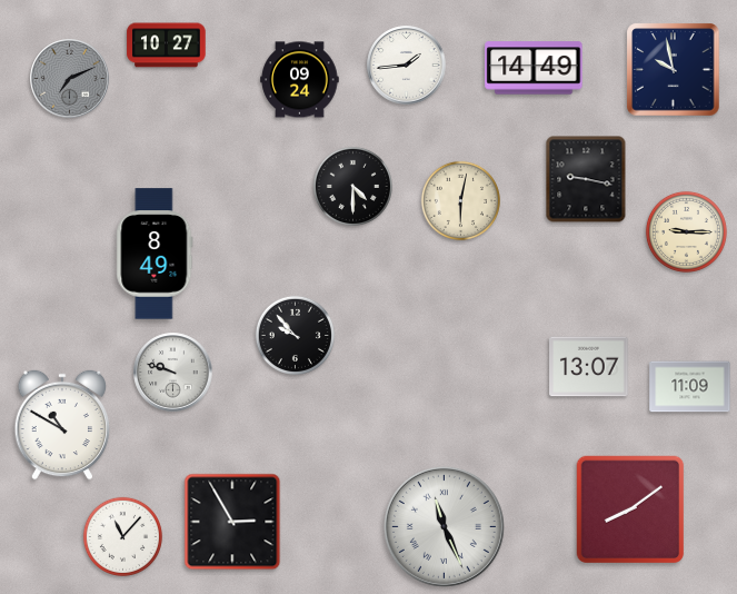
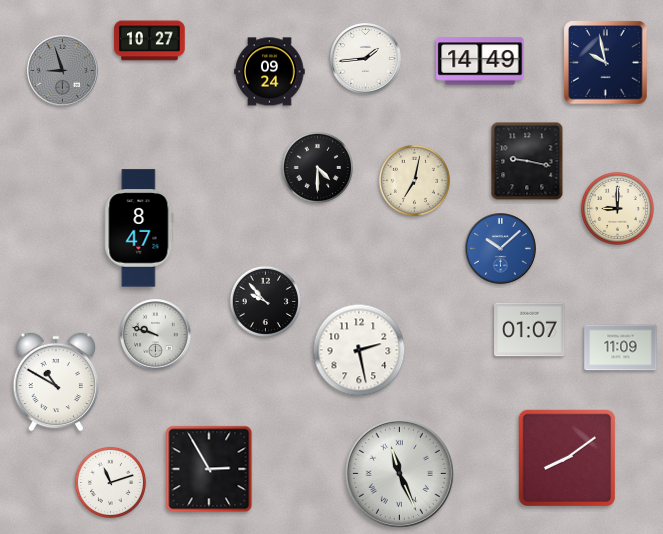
clock at (70, 79): 7:11 -> 8:57
clock at (460, 200): 6:02 -> 7:02
clock at (686, 231): 9:15 -> 9:00
clock at (155, 254): 8:49 -> 8:47
clock at (501, 249): none -> 10:08
clock at (589, 367): 13:07 -> 01:07
clock at (359, 350): none -> 2:28
clock at (122, 536): 11:07 -> 11:12
